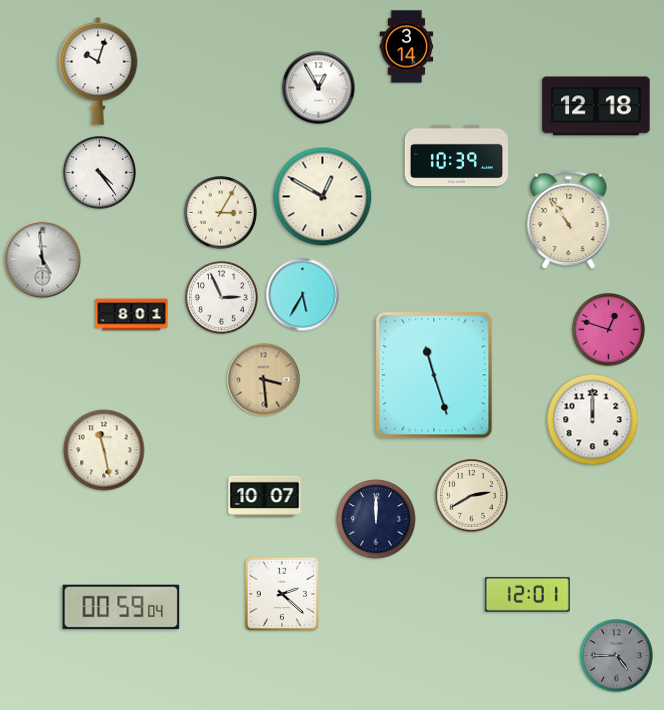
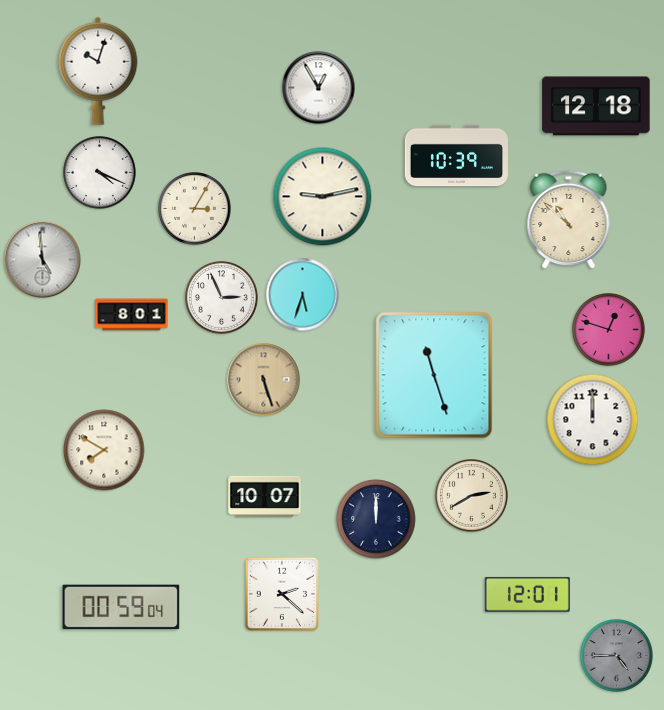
clock at (407, 47): 3:14 -> none
clock at (100, 173): 4:24 -> 4:19
clock at (323, 197): 12:50 -> 9:13
clock at (221, 213) position: (221, 213) -> (195, 209)
clock at (569, 220): 10:54 -> 10:52
clock at (303, 295): 5:35 -> 5:33
clock at (264, 380): 3:29 -> 5:27
clock at (104, 450): 11:28 -> 7:50
